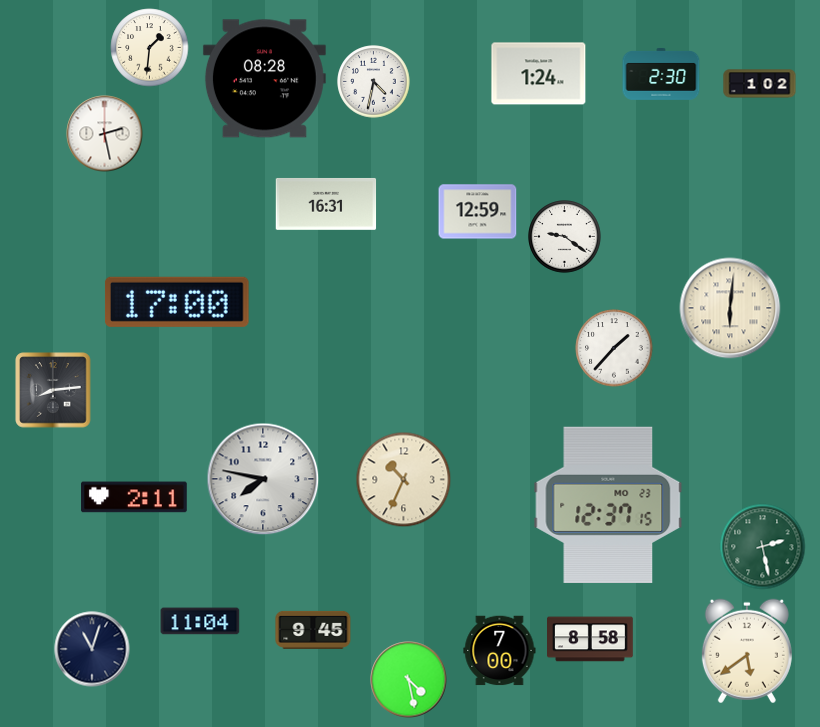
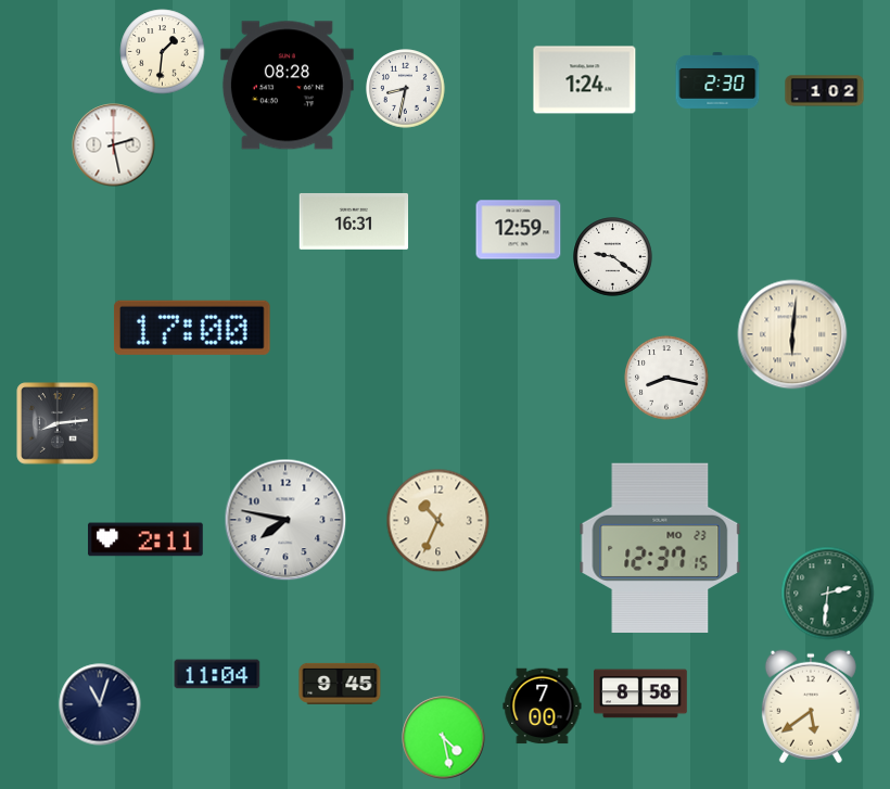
clock at (374, 82): 4:32 -> 8:32
clock at (614, 348): 1:37 -> 8:17
clock at (763, 547): 2:28 -> 2:31
